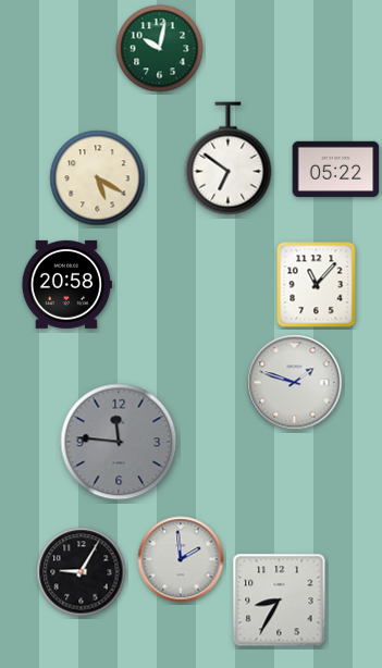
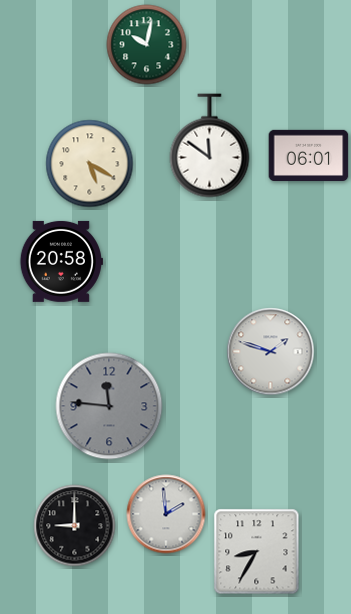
clock at (229, 159): 6:51 -> 11:51
clock at (336, 169): 05:22 -> 06:01
clock at (317, 285): 11:07 -> none
clock at (82, 572): 9:05 -> 9:00
